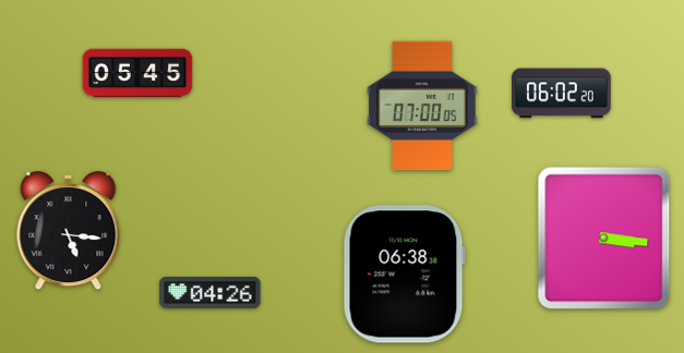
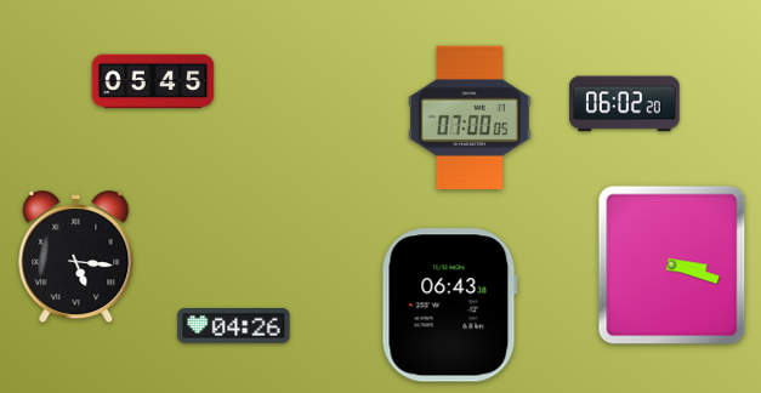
clock at (604, 239): 3:16 -> 3:18
clock at (404, 275): 06:38 -> 06:43
